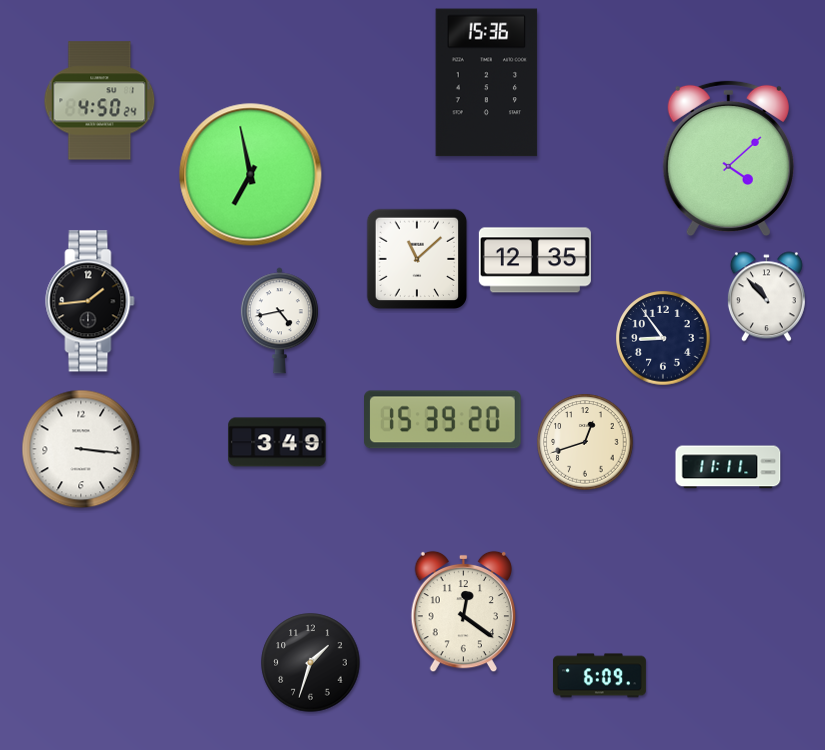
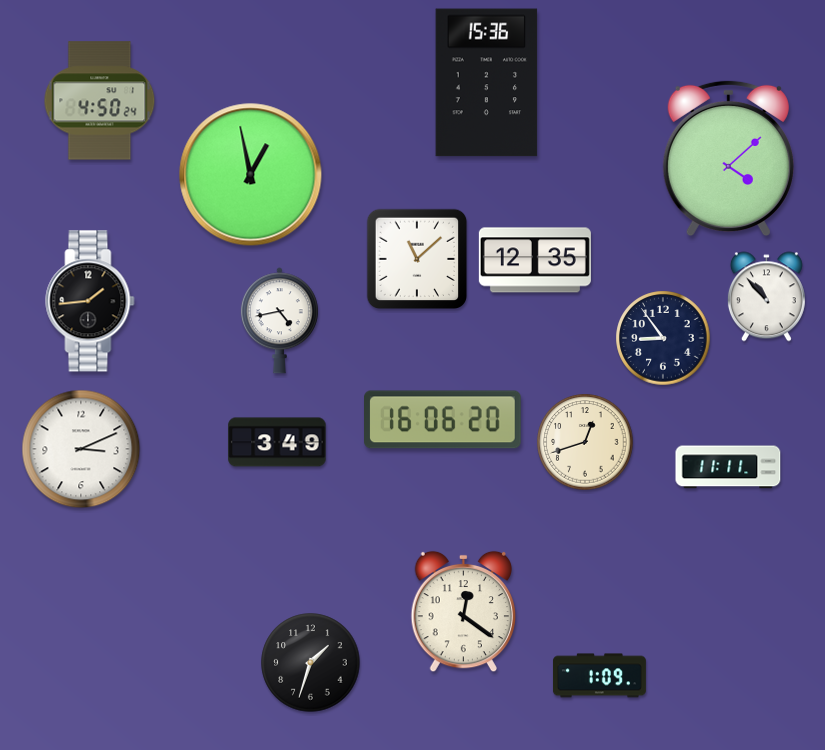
clock at (251, 175): 6:58 -> 12:58
clock at (443, 420): 15:39 -> 16:06
clock at (81, 449): 3:16 -> 3:11
clock at (599, 676): 6:09 -> 1:09
